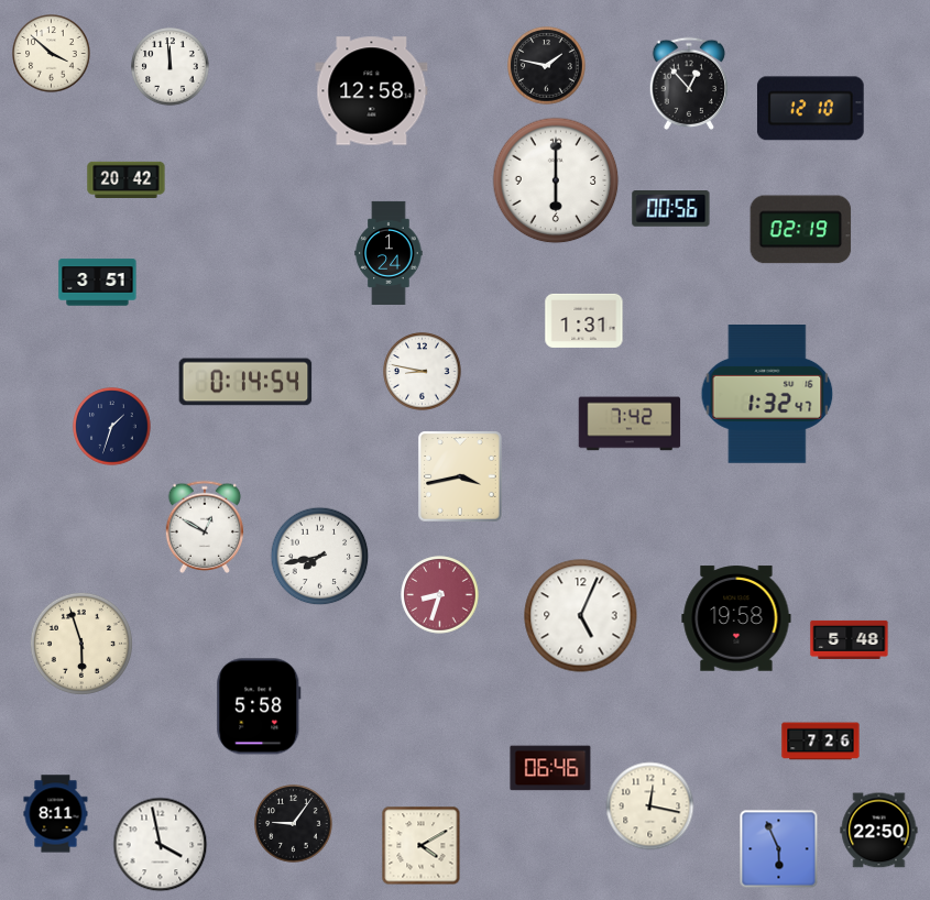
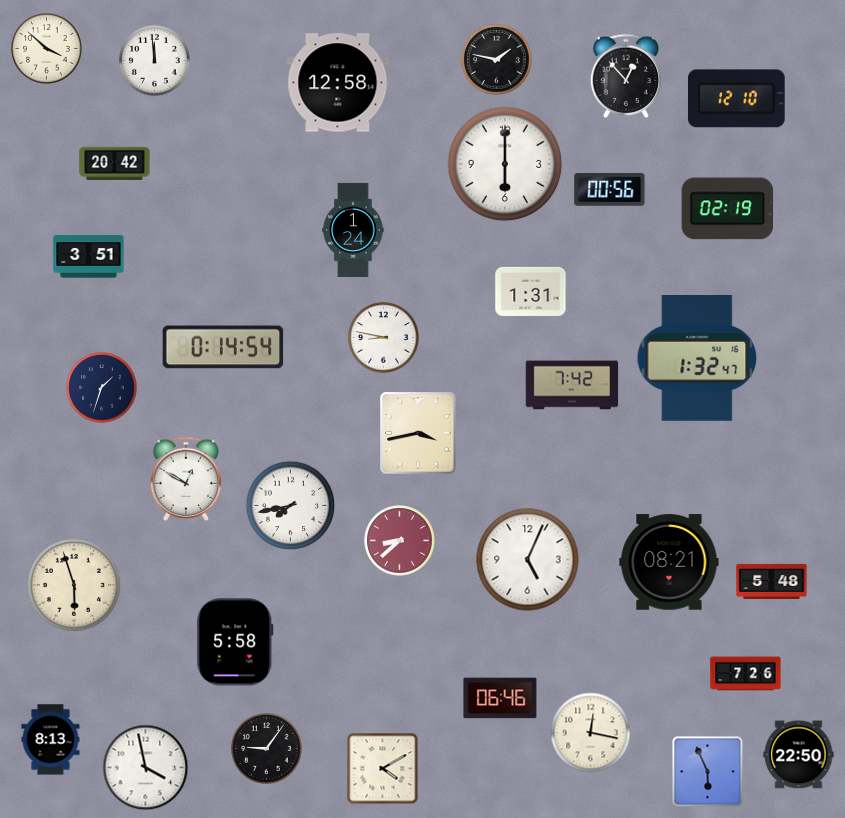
clock at (440, 595): 8:33 -> 8:38
clock at (736, 618): 19:58 -> 08:21
clock at (56, 814): 8:11 -> 8:13
